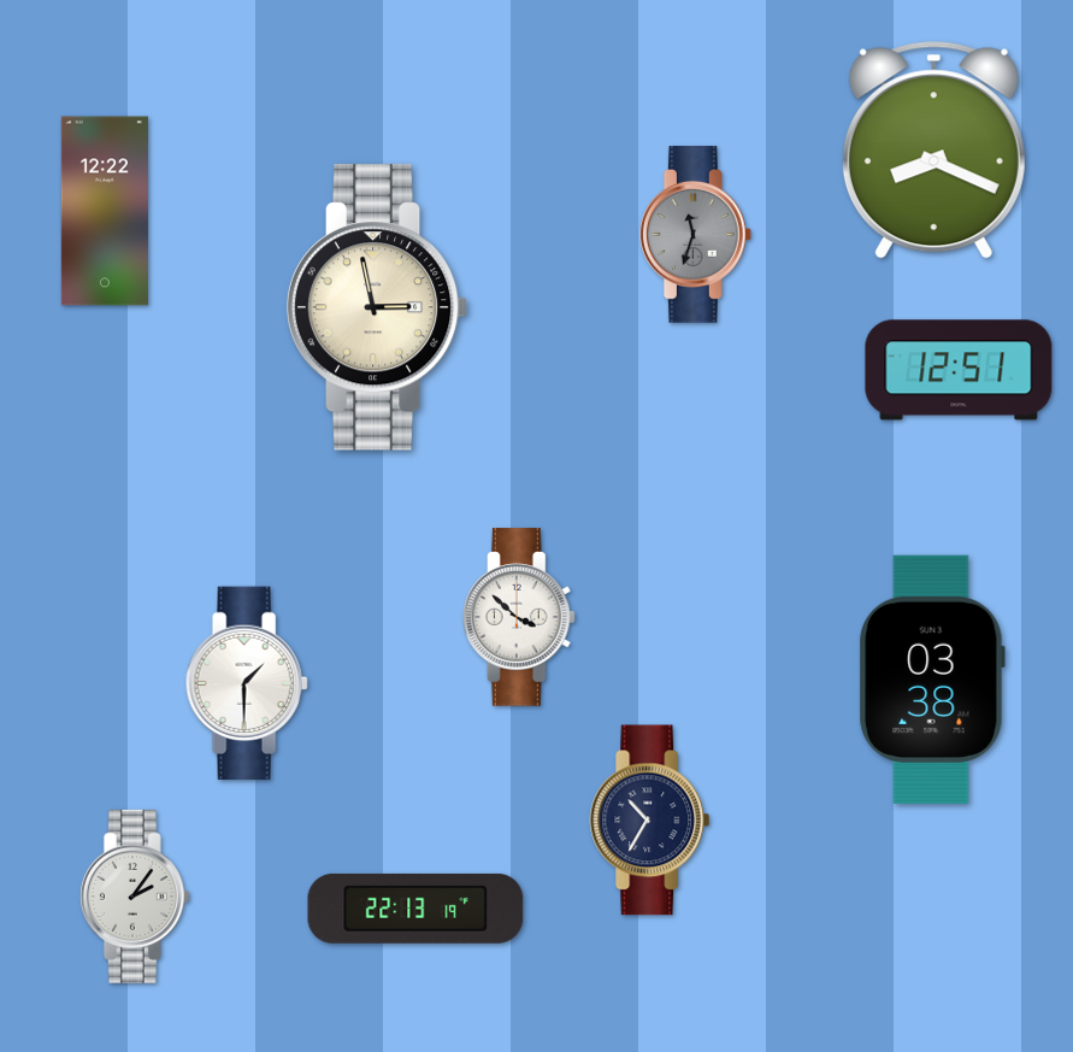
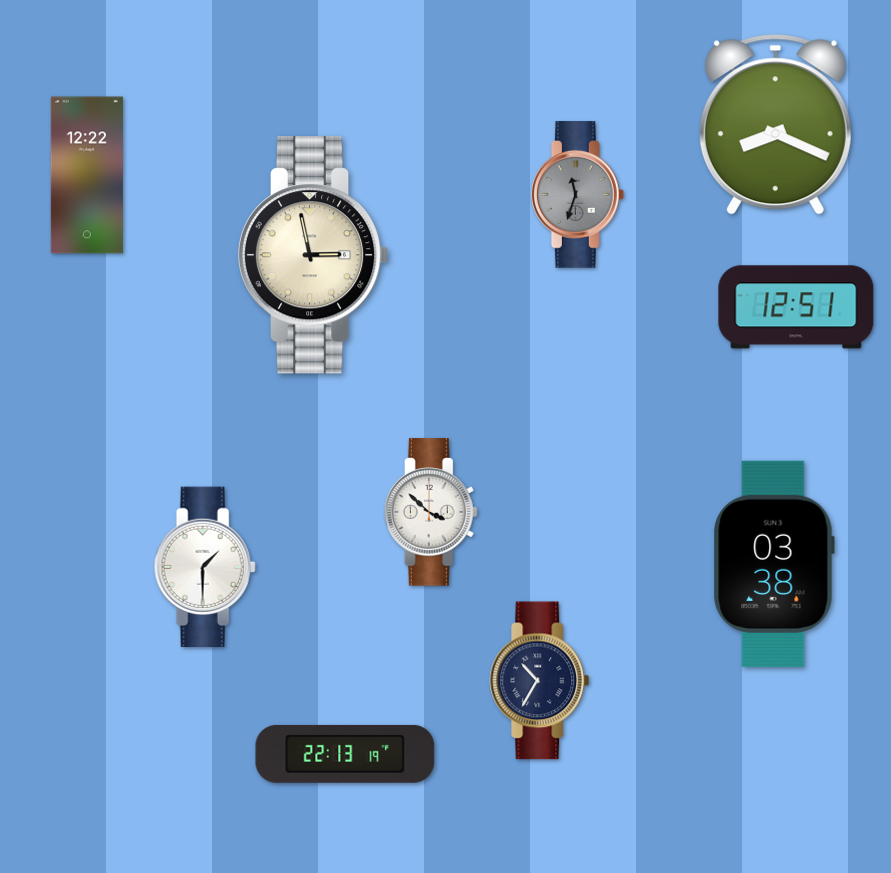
clock at (135, 897): 2:06 -> none
